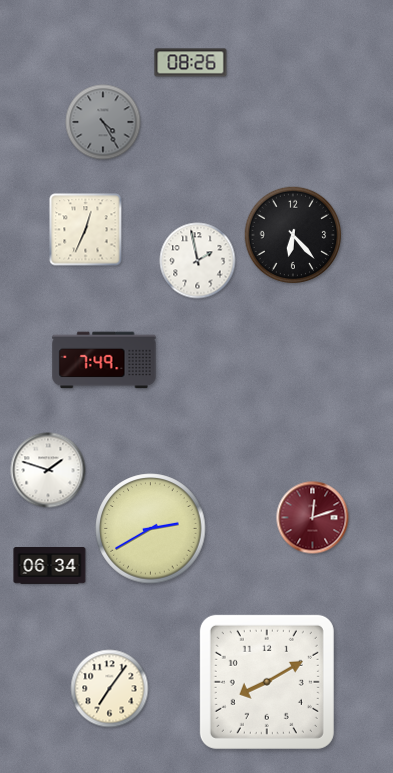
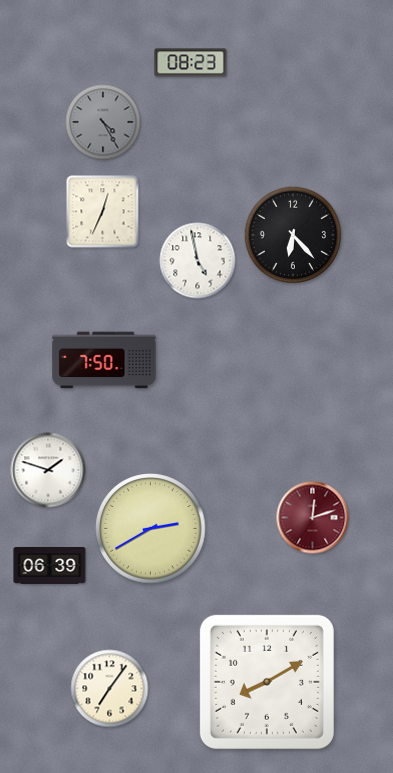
clock at (191, 63): 08:26 -> 08:23
clock at (86, 230) position: (86, 230) -> (103, 212)
clock at (198, 261): 1:58 -> 4:58
clock at (104, 360): 7:49 -> 7:50
clock at (50, 566): 06:34 -> 06:39
